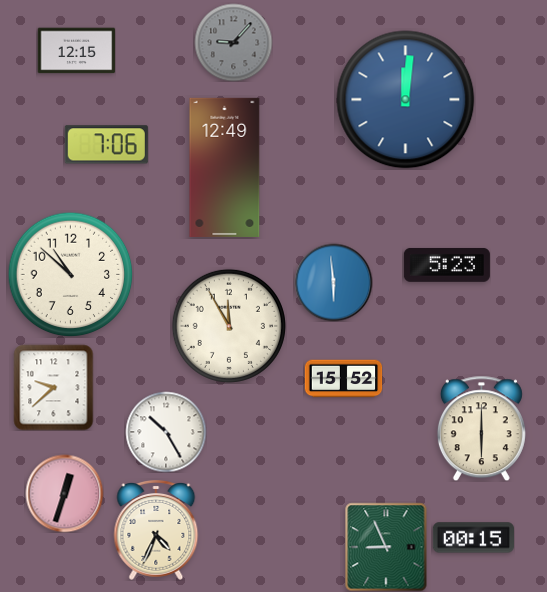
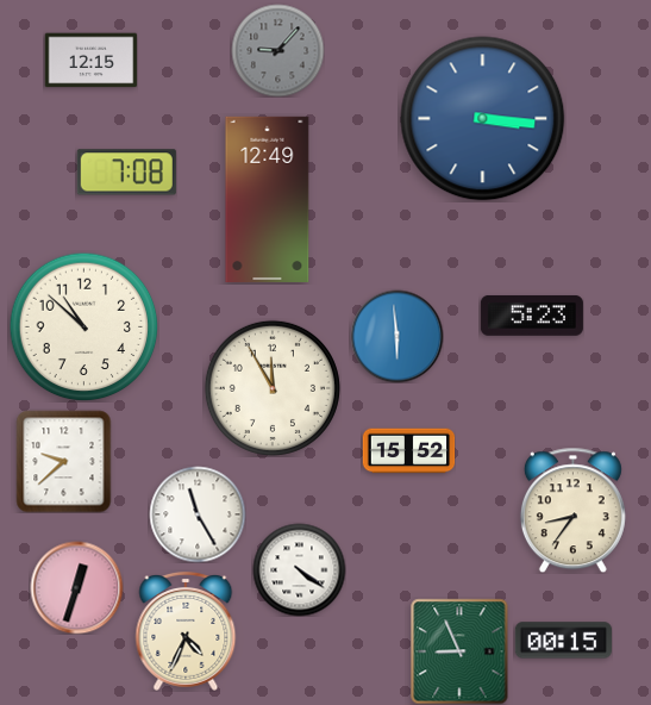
clock at (406, 100): 12:01 -> 3:16
clock at (106, 145): 7:06 -> 7:08
clock at (481, 428): 6:00 -> 8:36
clock at (166, 432): 10:25 -> 11:25
clock at (299, 569): none -> 4:21
